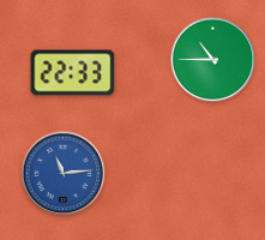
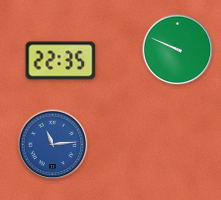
clock at (213, 60): 10:45 -> 9:49
clock at (73, 73): 22:33 -> 22:35
